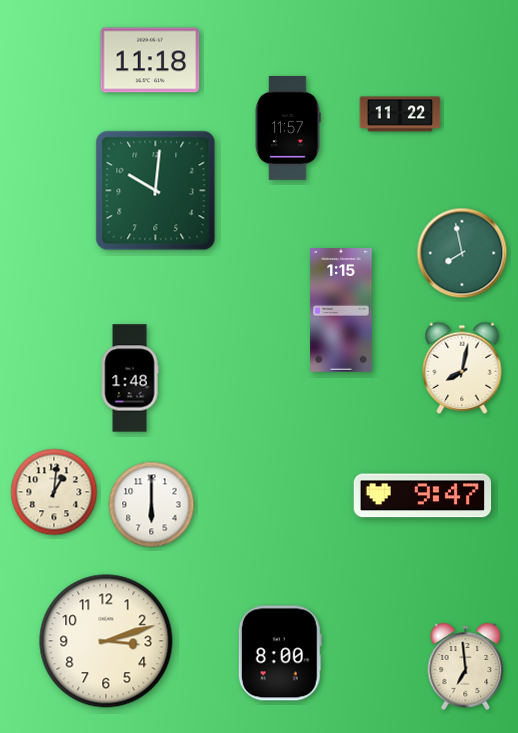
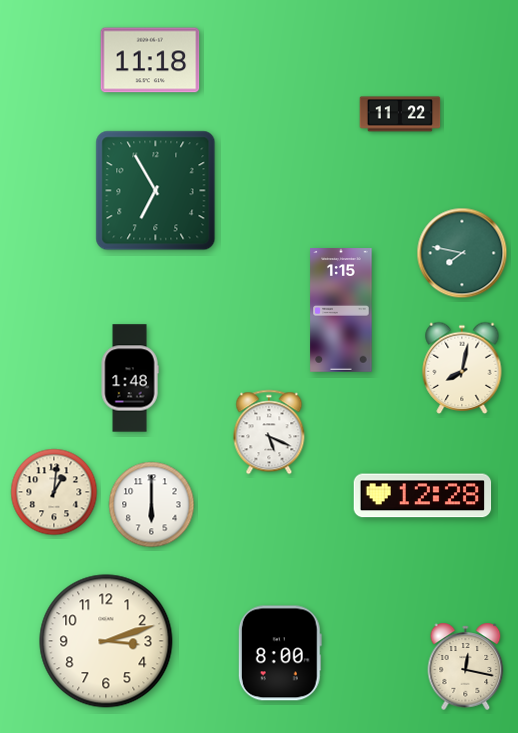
clock at (288, 128): 11:57 -> none
clock at (156, 191): 10:01 -> 6:55
clock at (462, 253): 7:58 -> 7:47
clock at (269, 432): none -> 5:19
clock at (423, 496): 9:47 -> 12:28
clock at (466, 666): 6:59 -> 12:17
